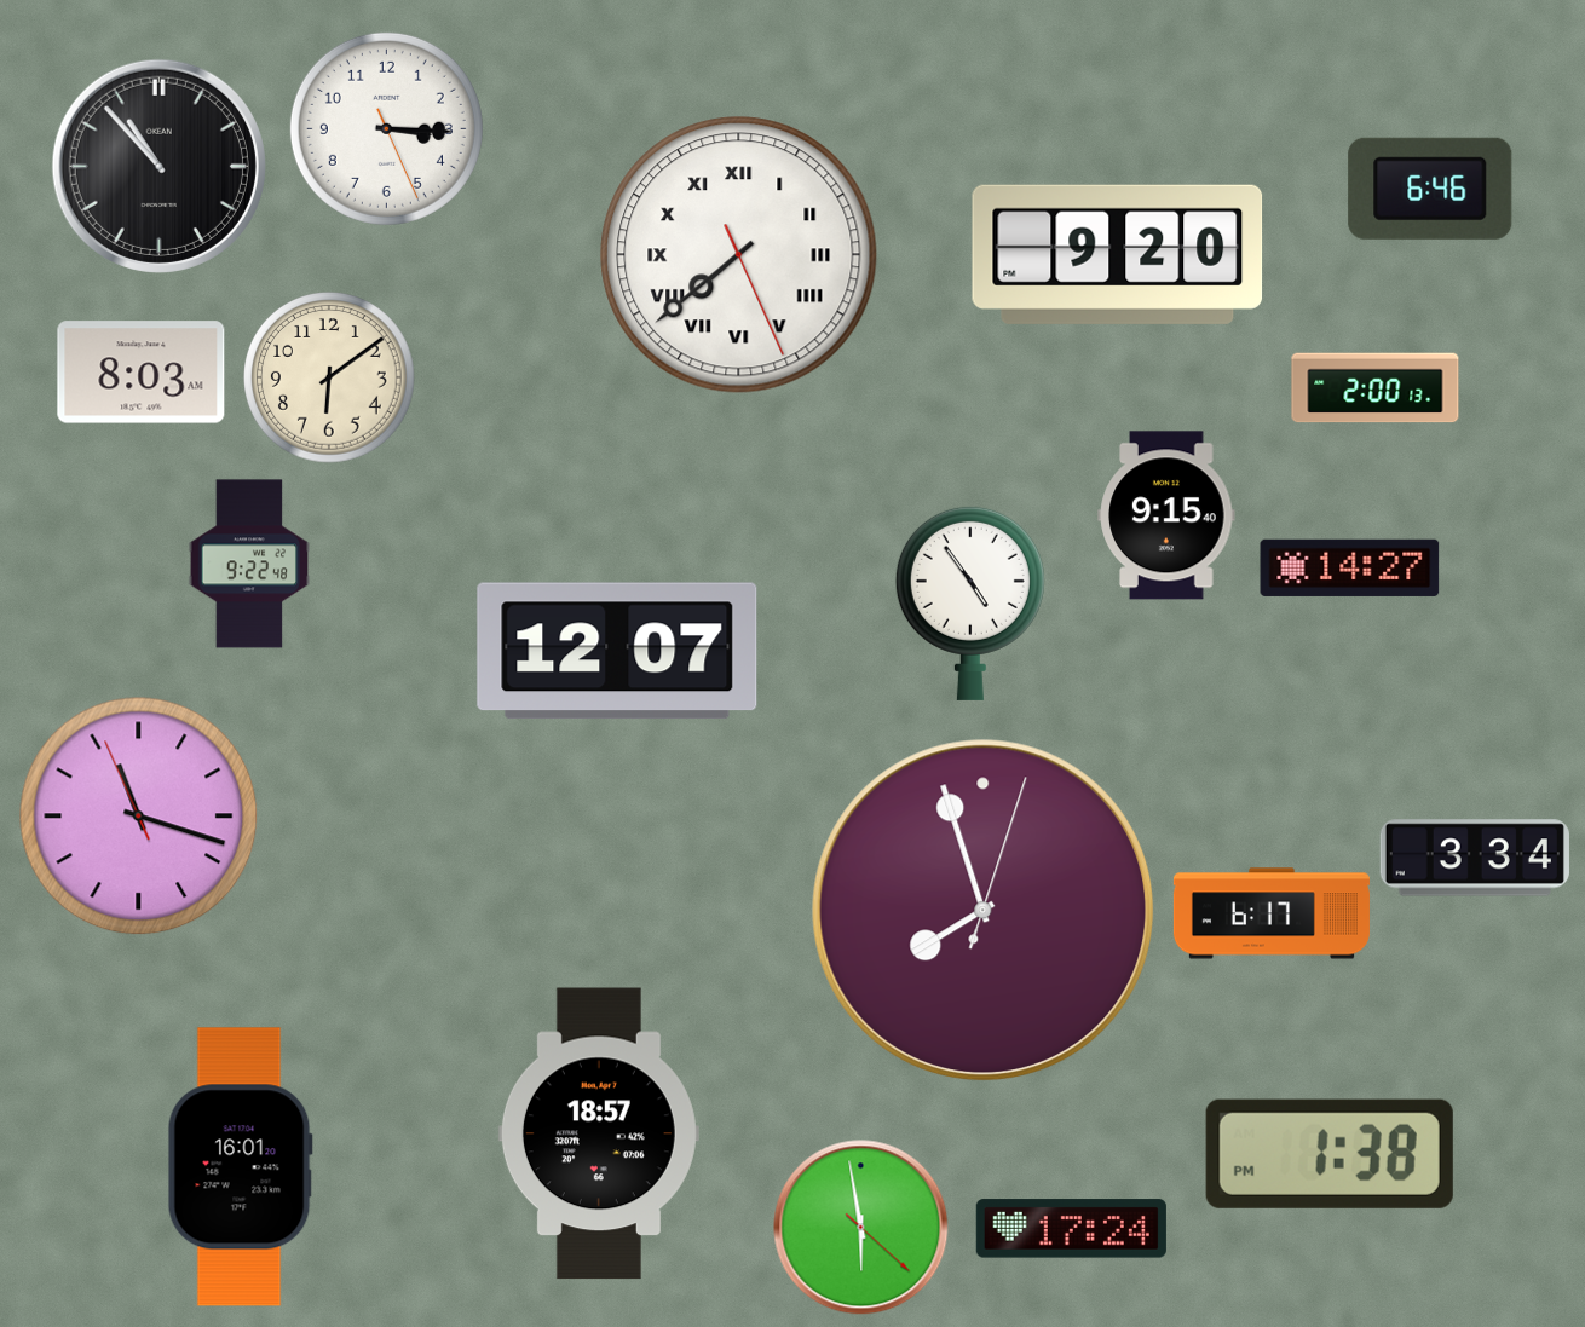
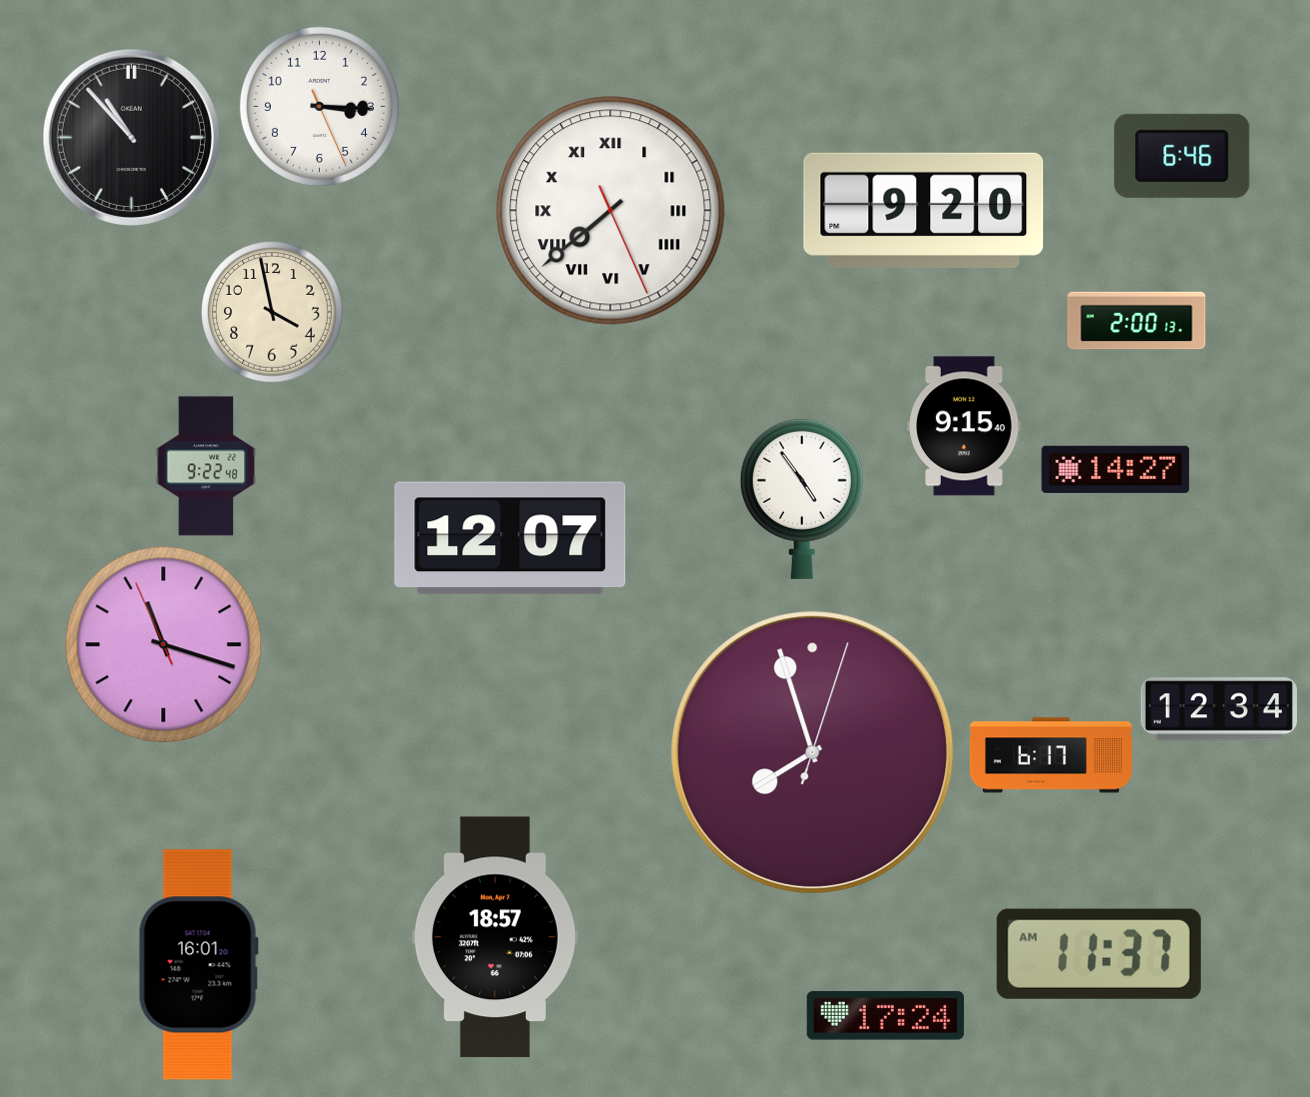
clock at (142, 373): 8:03 -> none
clock at (330, 379): 6:09 -> 3:58
clock at (139, 817) position: (139, 817) -> (164, 645)
clock at (1475, 858): 3:34 -> 12:34
clock at (1330, 1154): 1:38 -> 11:37
clock at (861, 1228): 5:58 -> none
